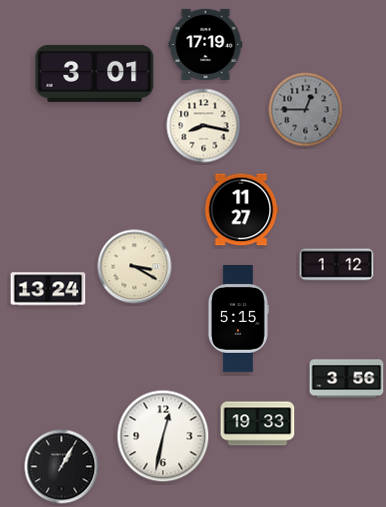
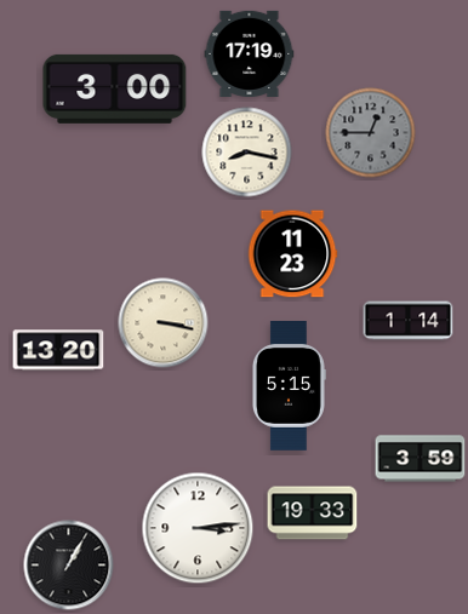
clock at (95, 73): 3:01 -> 3:00
clock at (241, 210): 11:27 -> 11:23
clock at (337, 265): 1:12 -> 1:14
clock at (135, 267): 3:20 -> 3:17
clock at (48, 289): 13:24 -> 13:20
clock at (347, 379): 3:56 -> 3:59
clock at (163, 436): 12:32 -> 3:14
clock at (62, 467) position: (62, 467) -> (69, 566)
